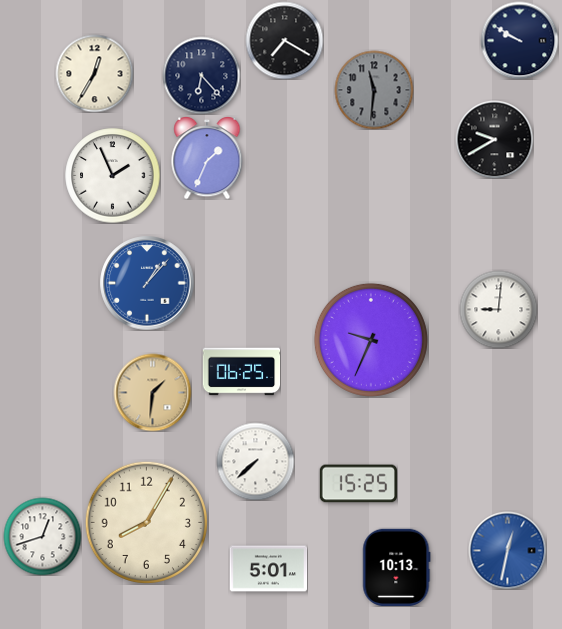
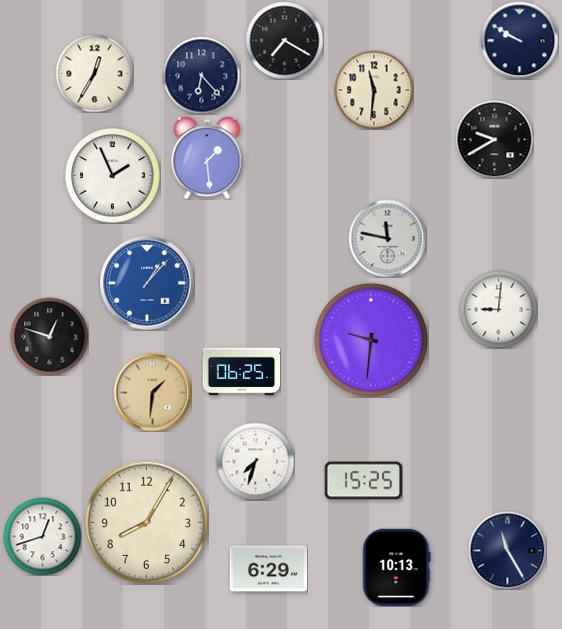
clock at (374, 90) dial: grey -> cream
clock at (207, 158): 1:34 -> 1:29
clock at (387, 238): none -> 11:47
clock at (49, 336): none -> 12:48
clock at (371, 340): 9:34 -> 9:31
clock at (255, 461): 7:38 -> 7:33
clock at (358, 484) position: (358, 484) -> (363, 481)
clock at (507, 550): 12:32 -> 11:25
clock at (507, 550) dial: blue -> navy
clock at (268, 569): 5:01 -> 6:29
